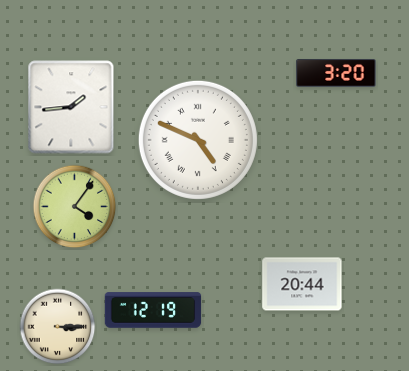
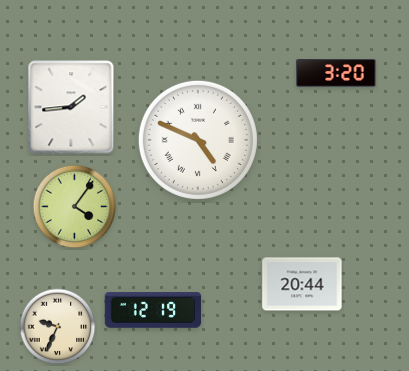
clock at (58, 327): 3:15 -> 9:34
